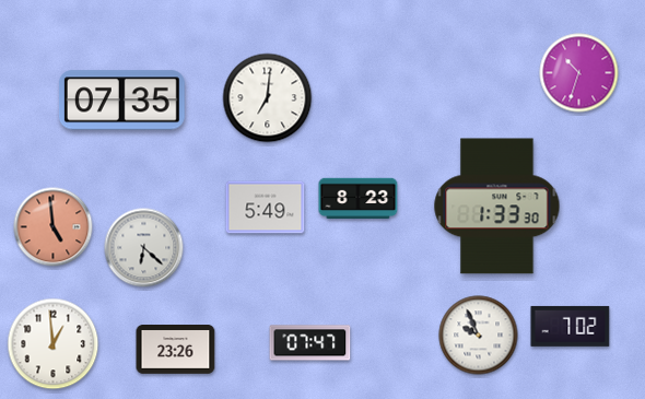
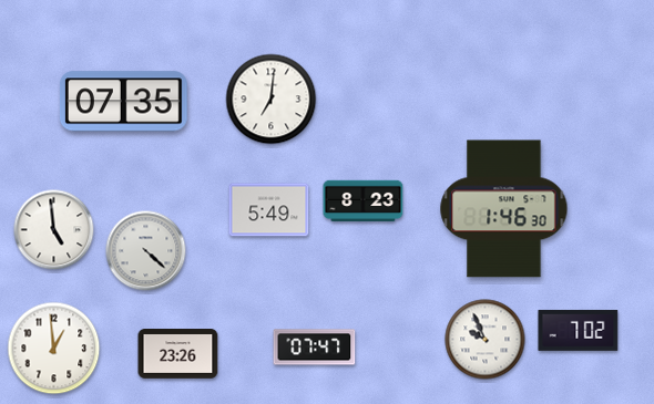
clock at (579, 73): 10:33 -> none
clock at (497, 207): 1:33 -> 1:46
clock at (54, 227) dial: salmon -> white
clock at (144, 248): 6:22 -> 4:22
